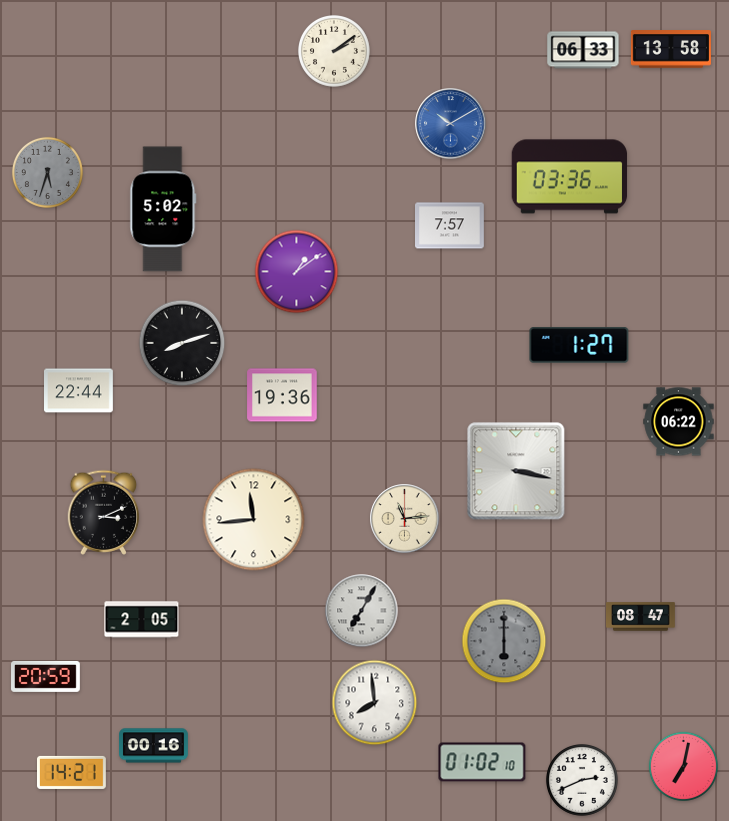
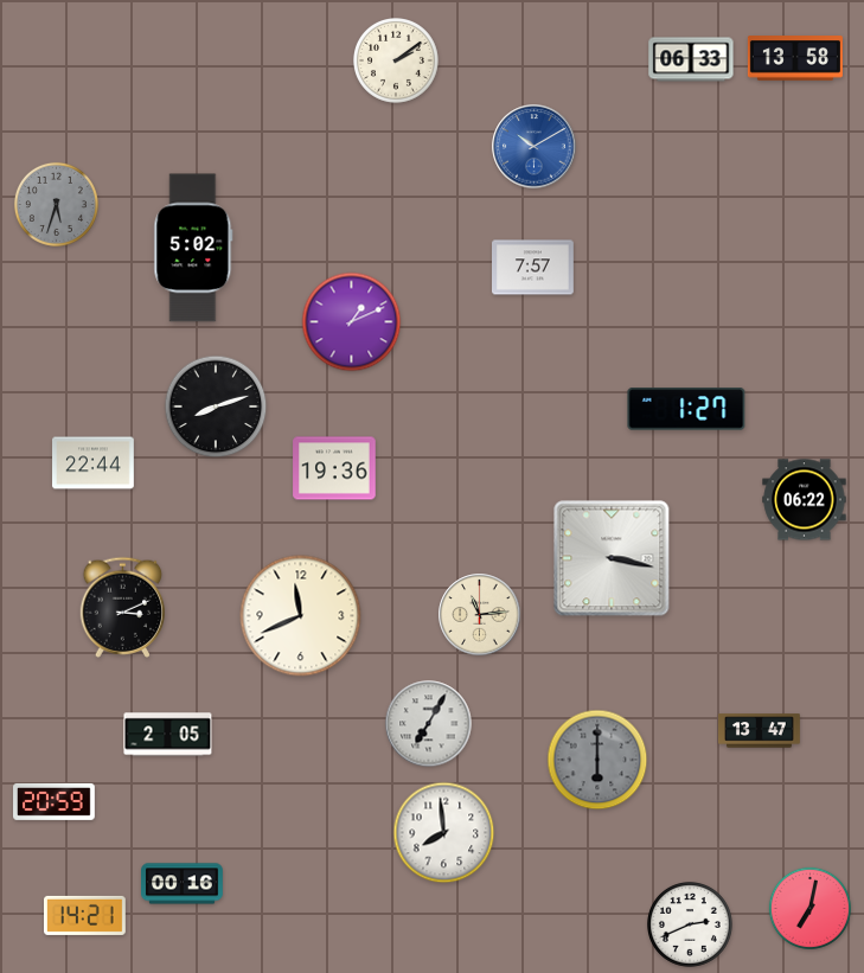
clock at (570, 177): 03:36 -> none
clock at (297, 272): 1:09 -> 1:11
clock at (254, 520): 11:44 -> 11:41
clock at (641, 617): 08:47 -> 13:47
clock at (482, 762): 01:02 -> none
